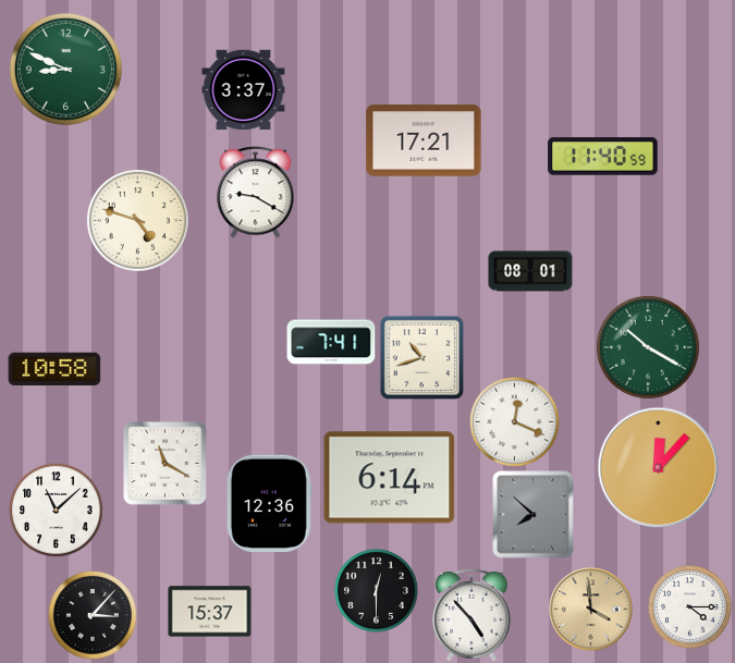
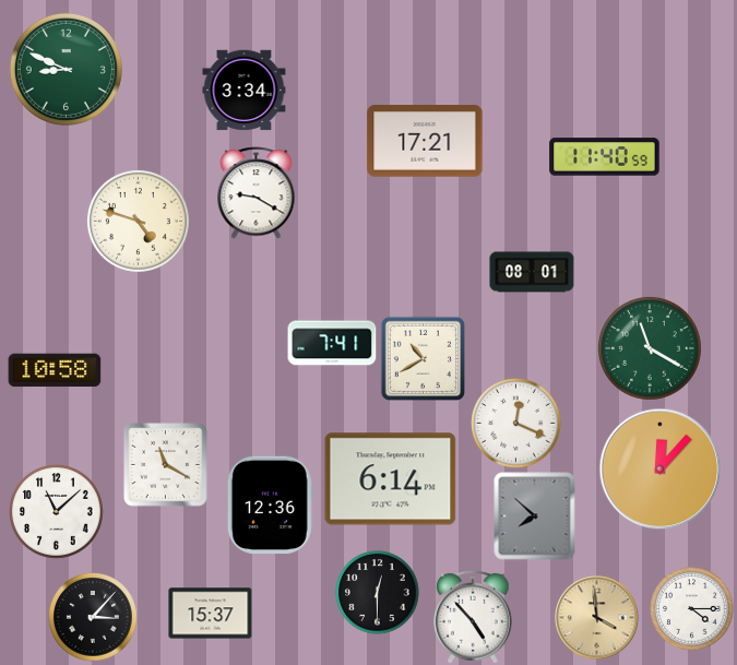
clock at (244, 90): 3:37 -> 3:34
clock at (648, 347): 10:20 -> 11:20
clock at (421, 357): 10:42 -> 10:40
clock at (591, 610) position: (591, 610) -> (597, 618)
